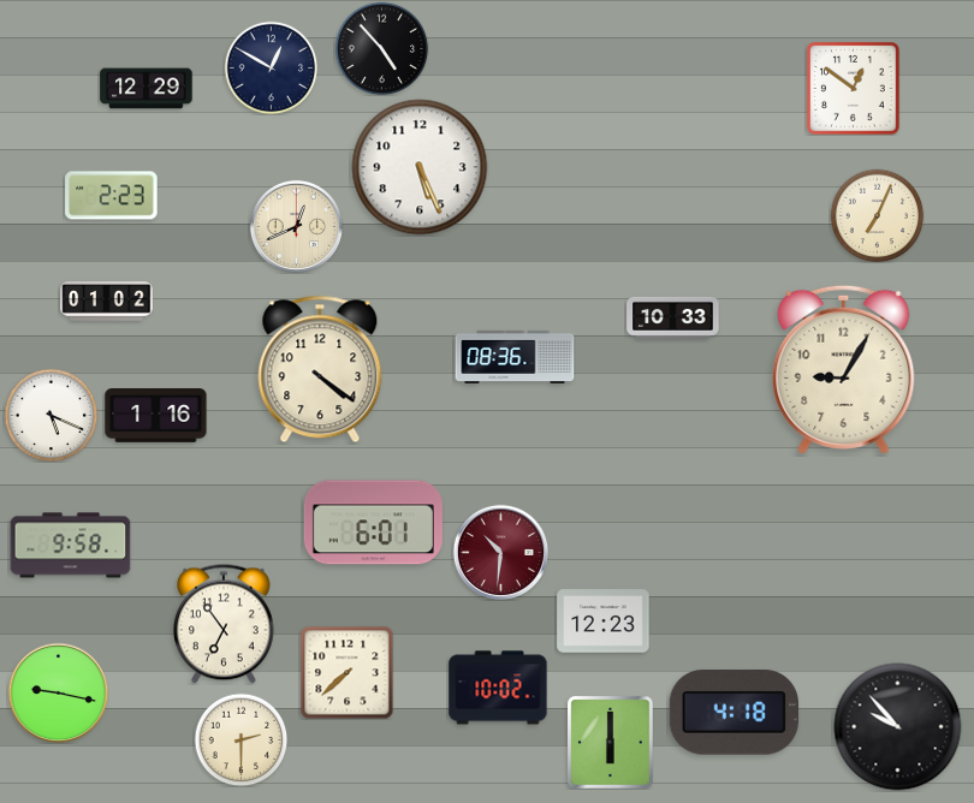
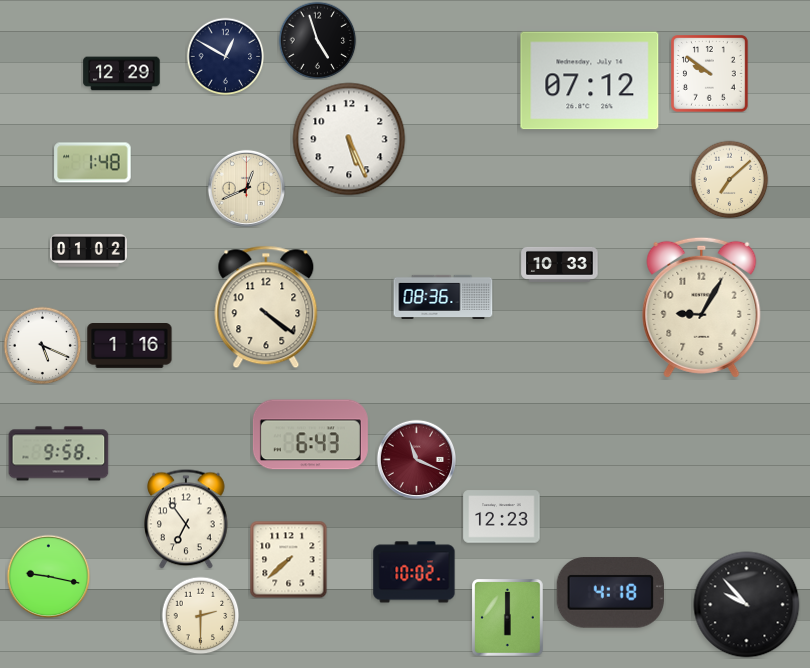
clock at (381, 48): 4:53 -> 4:57
clock at (854, 89): 12:51 -> 9:51
clock at (590, 81): none -> 07:12
clock at (112, 196): 2:23 -> 1:48
clock at (877, 215): 7:04 -> 7:08
clock at (515, 357) position: (515, 357) -> (443, 297)
clock at (373, 523): 6:01 -> 6:43
clock at (500, 552): 10:31 -> 11:19
